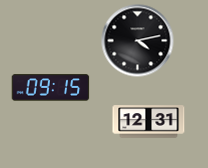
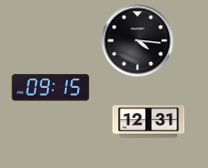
clock at (138, 41): 4:13 -> 4:16
